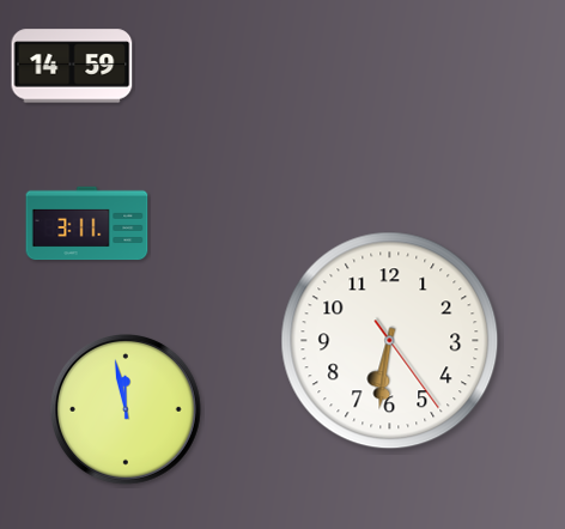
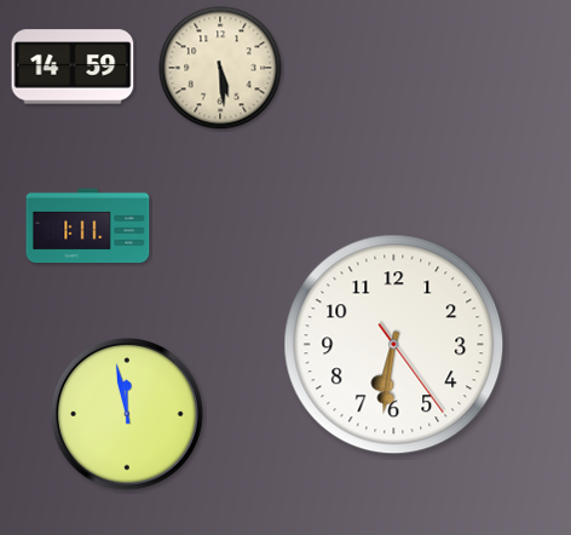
clock at (220, 68): none -> 5:29
clock at (87, 224): 3:11 -> 1:11
